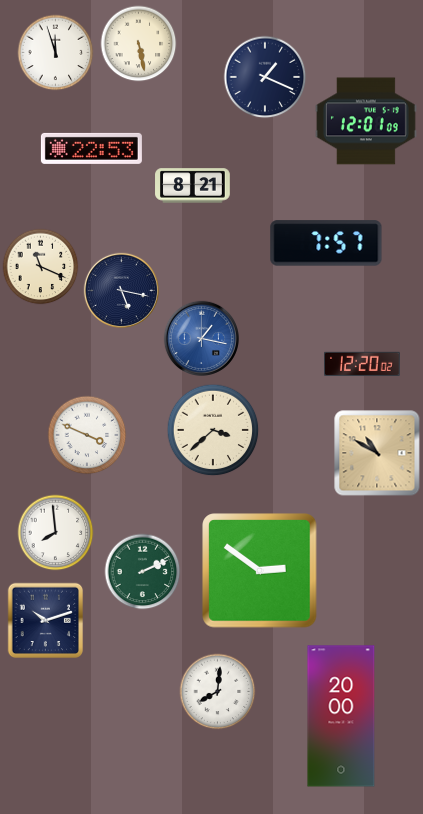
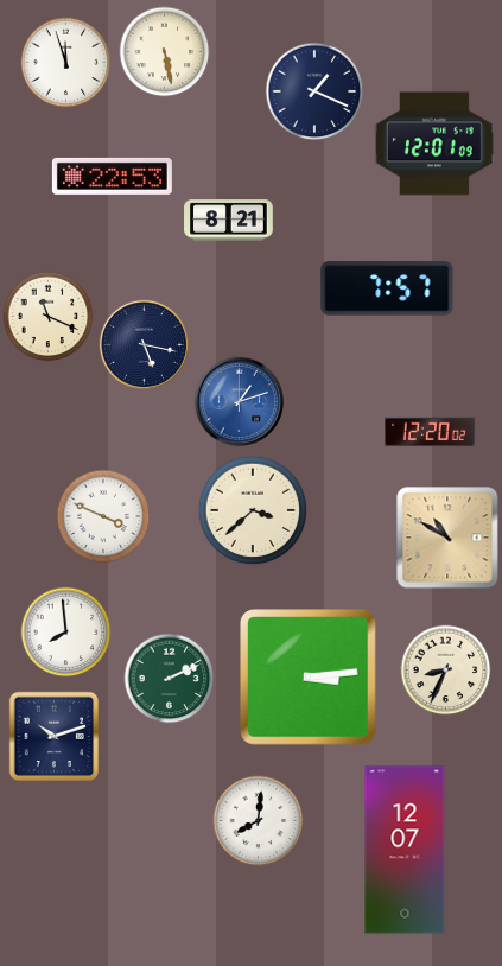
clock at (91, 148) position: (91, 148) -> (112, 176)
clock at (201, 338): 1:17 -> 1:12
clock at (446, 671): none -> 8:34
clock at (260, 571): 2:51 -> 3:14
clock at (341, 716): 20:00 -> 12:07
